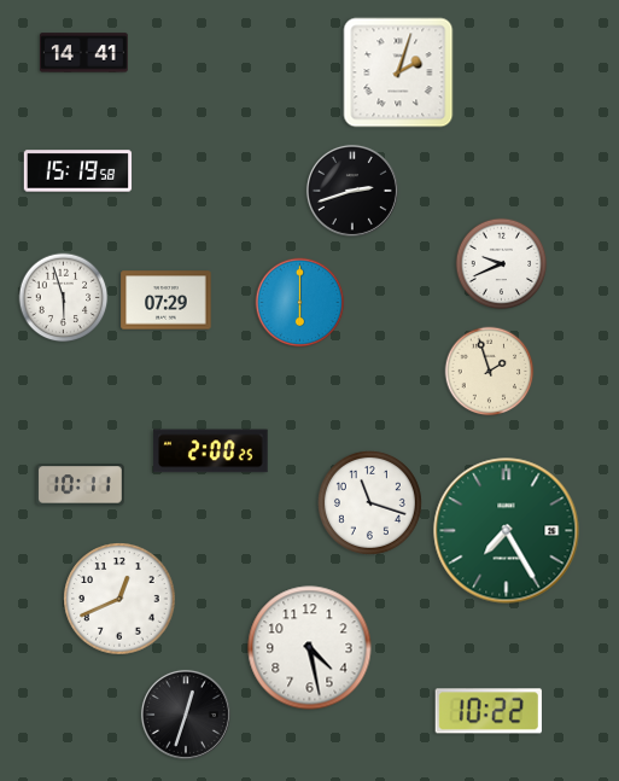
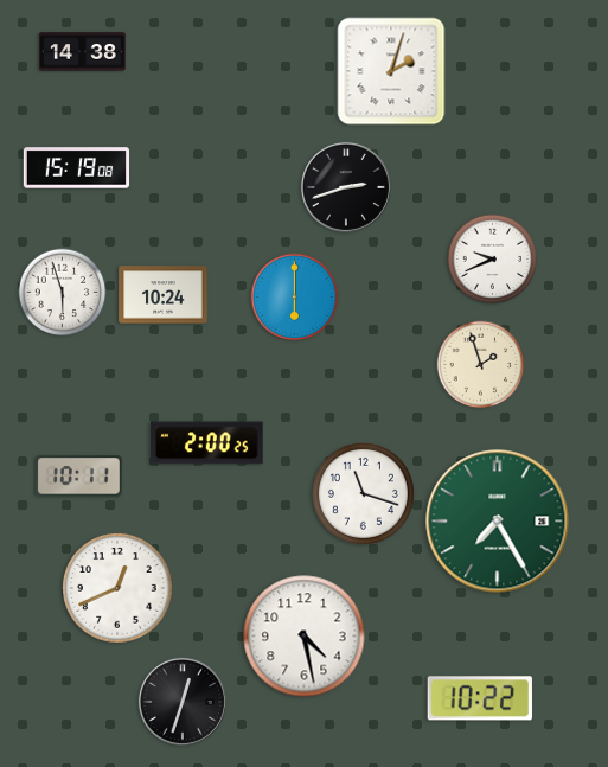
clock at (84, 53): 14:41 -> 14:38
clock at (78, 171): 15:19:58 -> 15:19:08
clock at (167, 301): 07:29 -> 10:24
